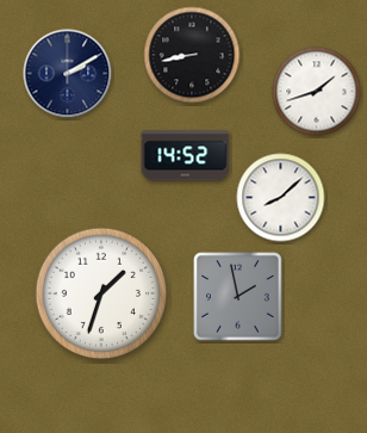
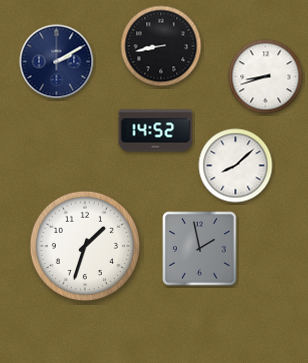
clock at (317, 92): 1:42 -> 8:42
